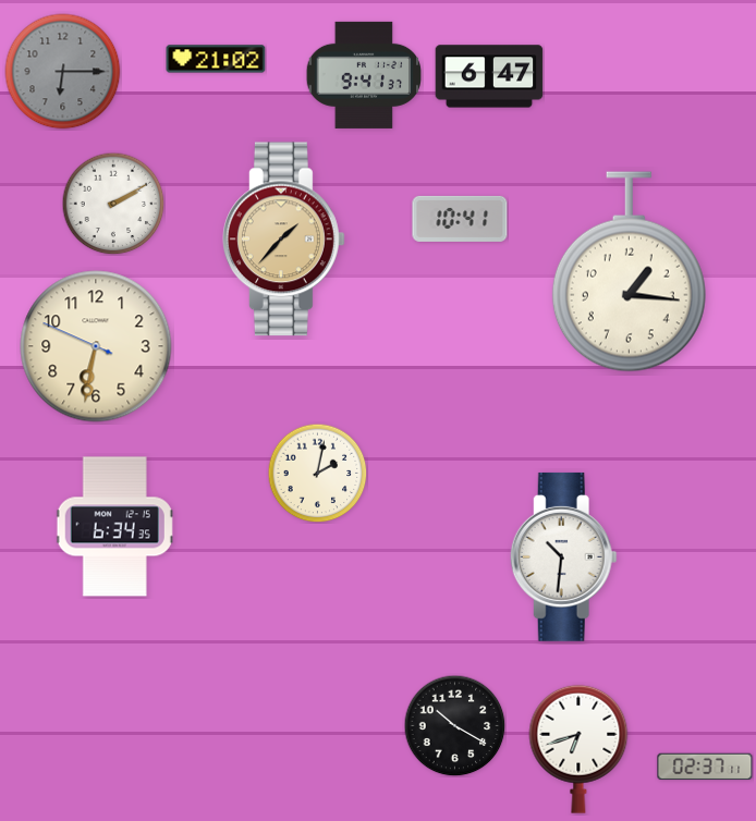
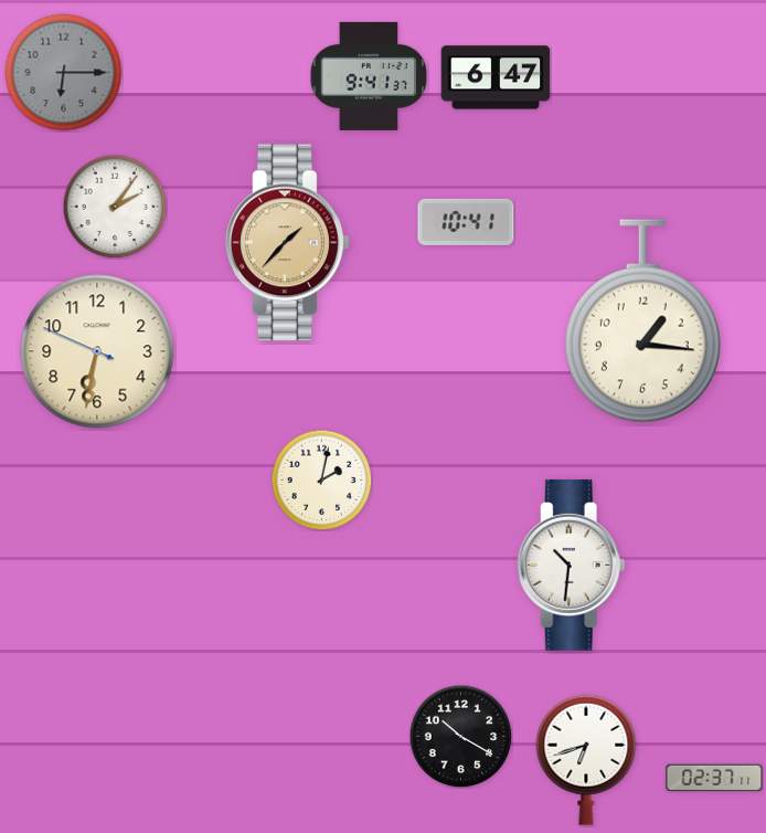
clock at (216, 59): 21:02 -> none
clock at (113, 204): 2:10 -> 2:06
clock at (629, 272) position: (629, 272) -> (642, 321)
clock at (115, 527): 6:34 -> none
